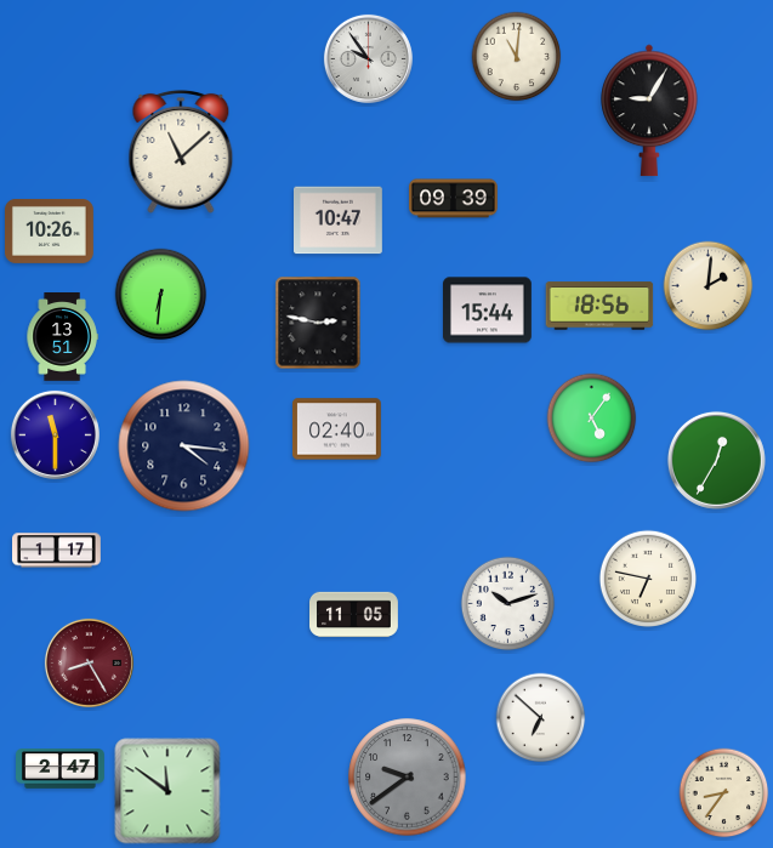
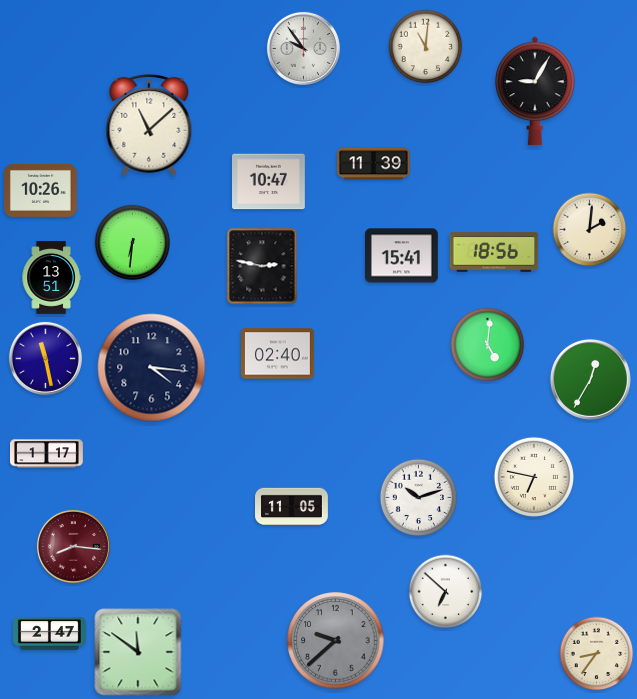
clock at (454, 199): 09:39 -> 11:39
clock at (339, 221) position: (339, 221) -> (269, 182)
clock at (709, 286) position: (709, 286) -> (590, 230)
clock at (488, 311): 15:44 -> 15:41
clock at (592, 419): 5:06 -> 5:01
clock at (55, 434): 11:30 -> 11:28
clock at (89, 662): 8:25 -> 8:16
clock at (408, 778): 9:39 -> 9:38
